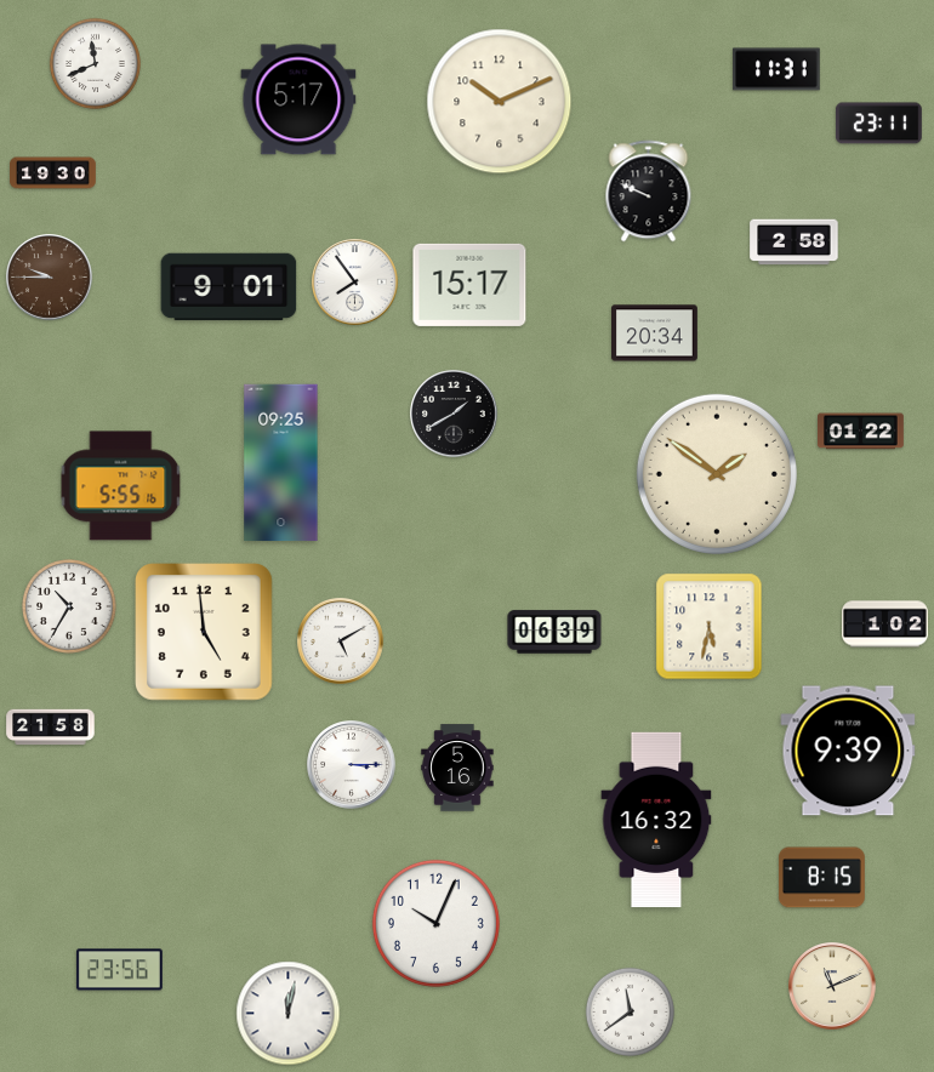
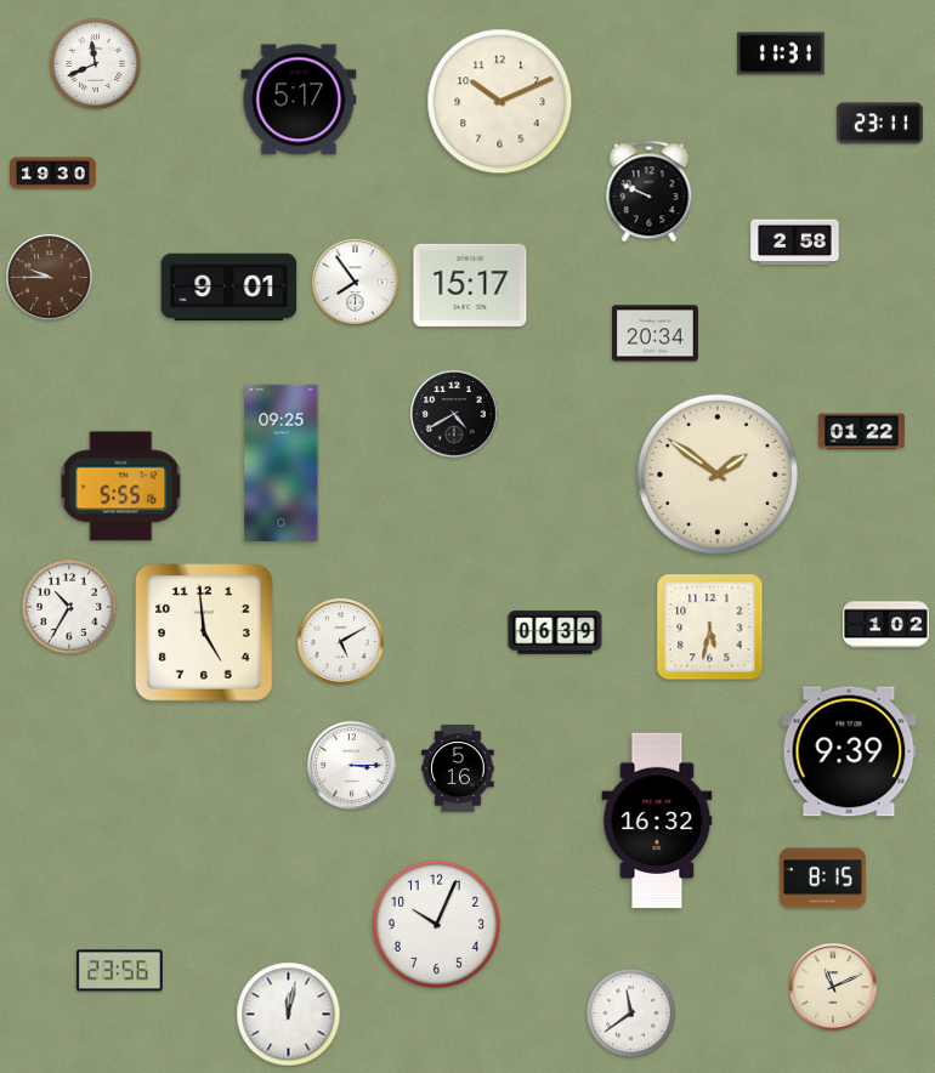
clock at (776, 69) position: (776, 69) -> (781, 53)
clock at (454, 414): 1:40 -> 4:40
clock at (51, 728): 21:58 -> none
